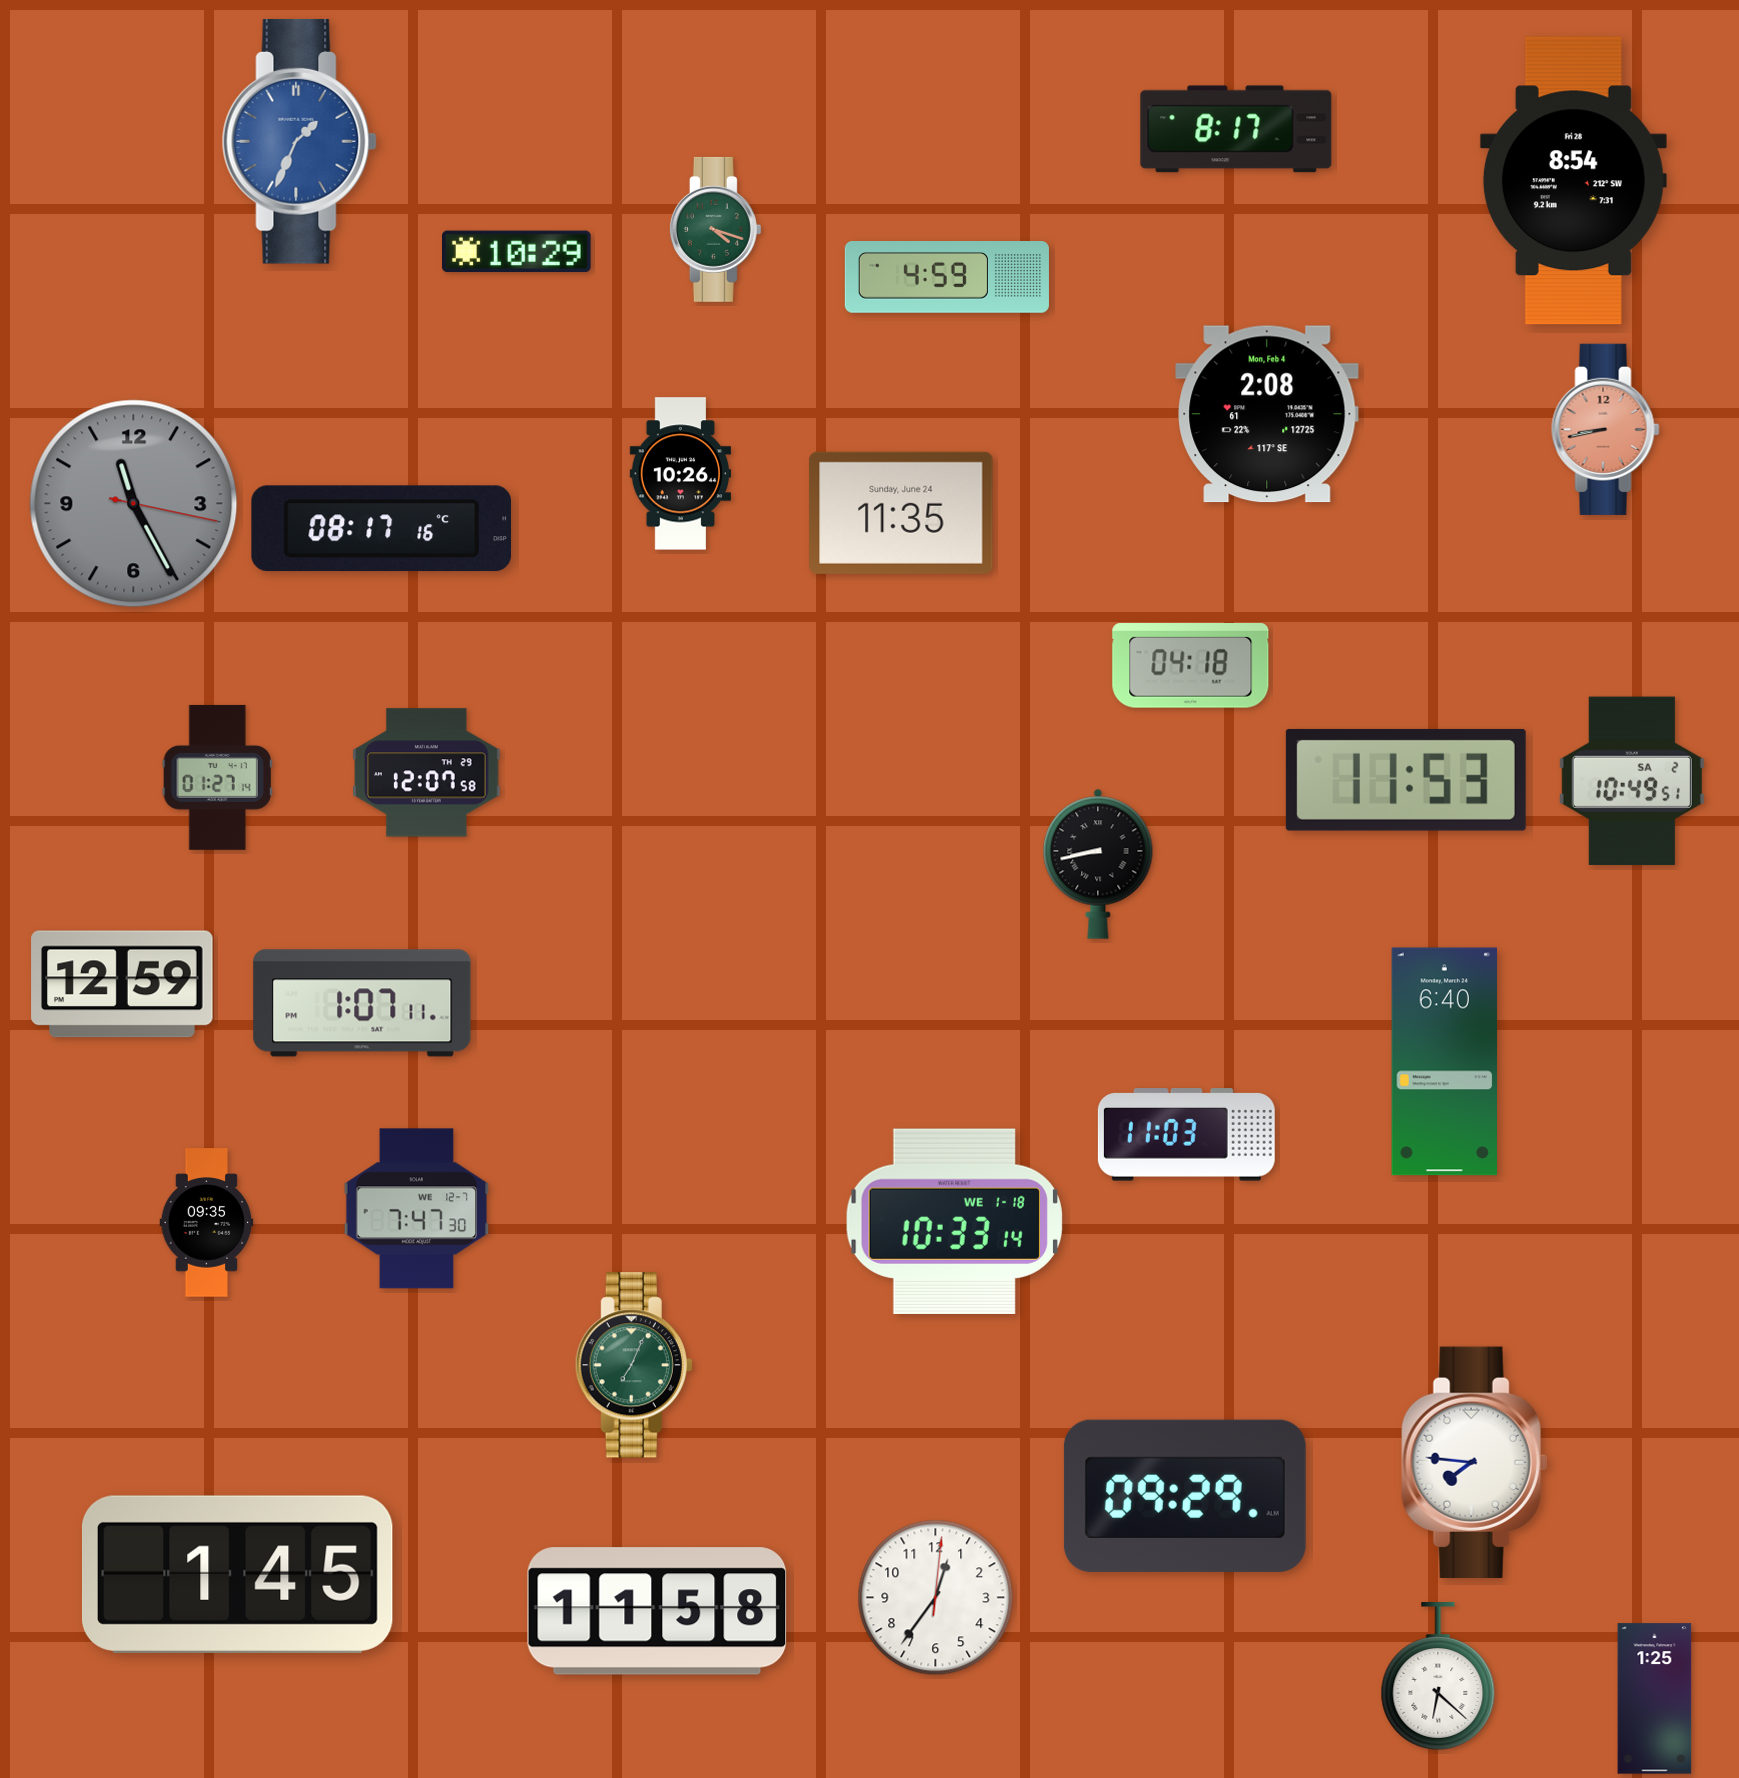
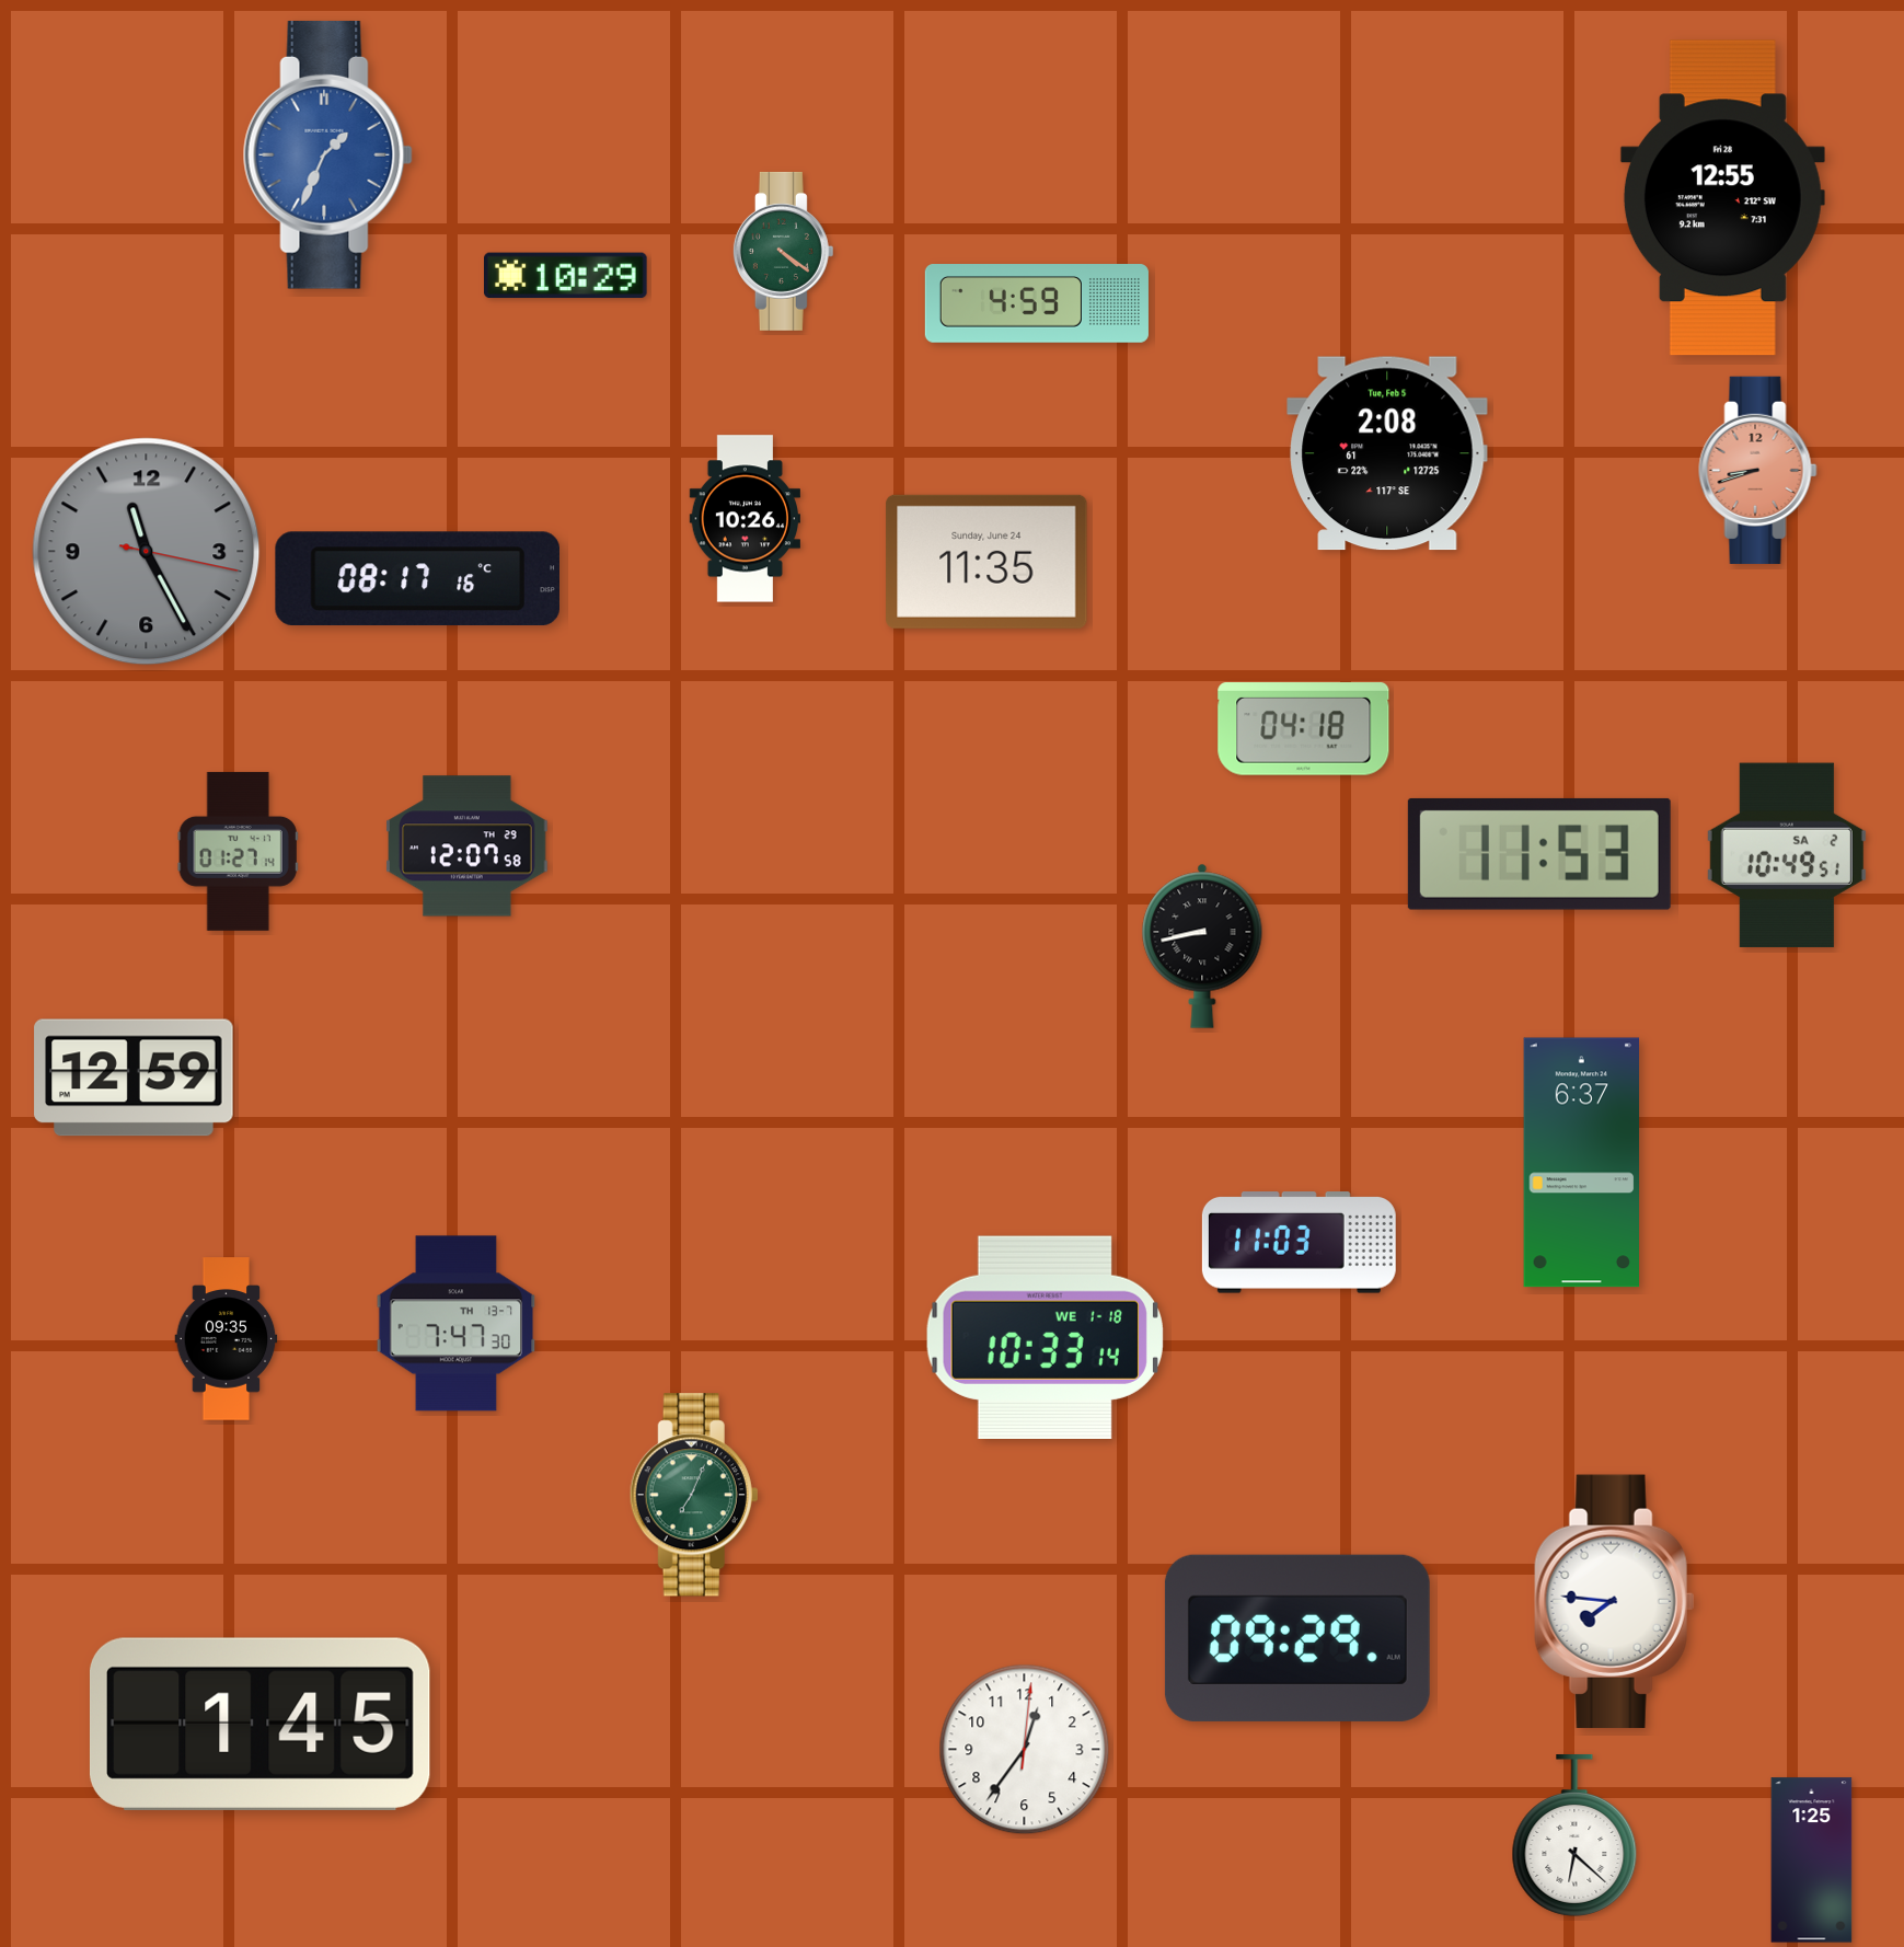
clock at (1236, 129): 8:17 -> none
clock at (1573, 181): 8:54 -> 12:55
clock at (715, 229): 4:18 -> 4:21
clock at (1267, 414) date: Mon, Feb 4 -> Tue, Feb 5
clock at (1606, 429): 8:43 -> 8:42
clock at (362, 1003): 1:07 -> none
clock at (1445, 1062): 6:40 -> 6:37
clock at (417, 1209) date: WE 12-7 -> TH 13-7
clock at (657, 1611): 11:58 -> none
